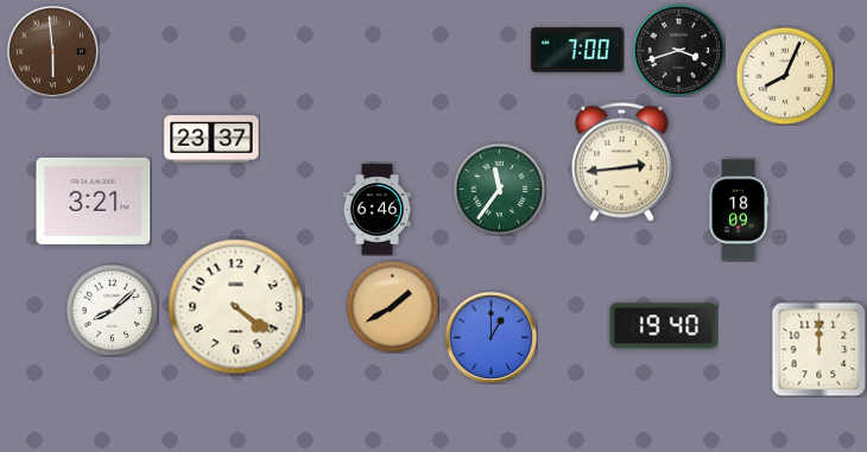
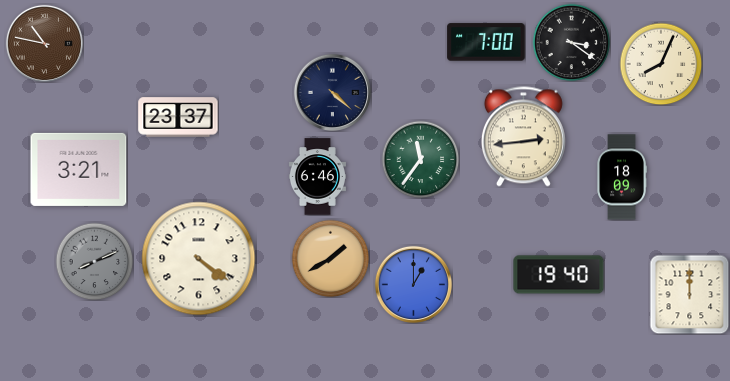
clock at (678, 50): 3:42 -> 3:21
clock at (52, 51): 5:59 -> 10:47
clock at (332, 92): none -> 4:22
clock at (112, 310): 8:08 -> 8:11
clock at (112, 310) dial: white -> grey
